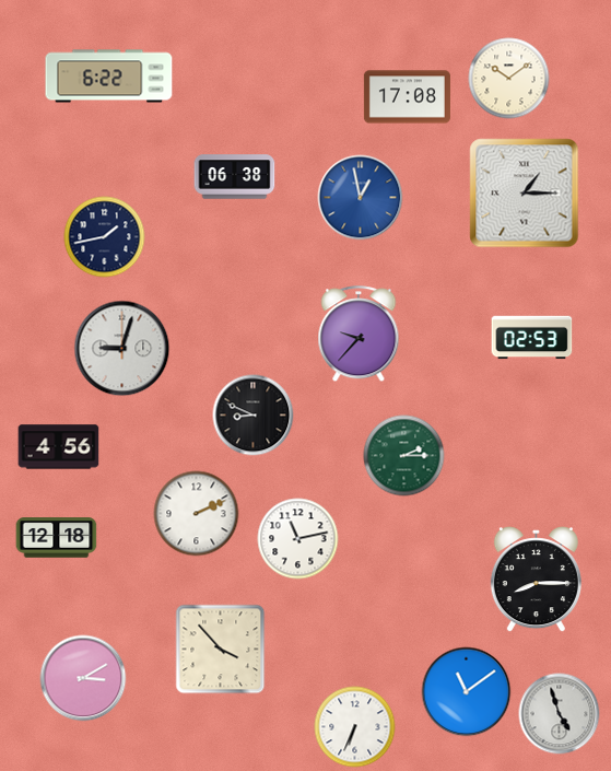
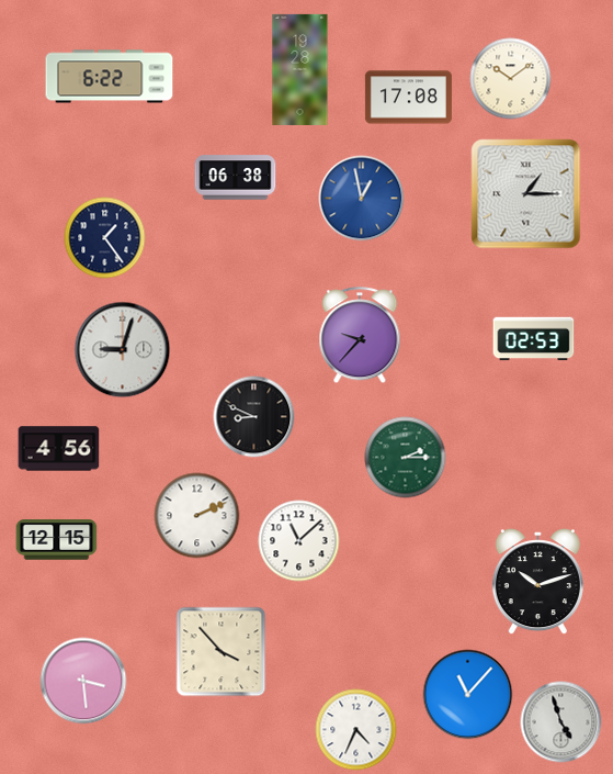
clock at (300, 69): none -> 19:28
clock at (105, 237): 1:43 -> 1:24
clock at (57, 538): 12:18 -> 12:15
clock at (298, 539): 11:13 -> 11:08
clock at (536, 580): 8:15 -> 10:12
clock at (83, 678): 3:10 -> 3:29
clock at (467, 692): 11:09 -> 11:07
clock at (560, 714) position: (560, 714) -> (561, 722)
clock at (355, 727): 6:34 -> 4:34
